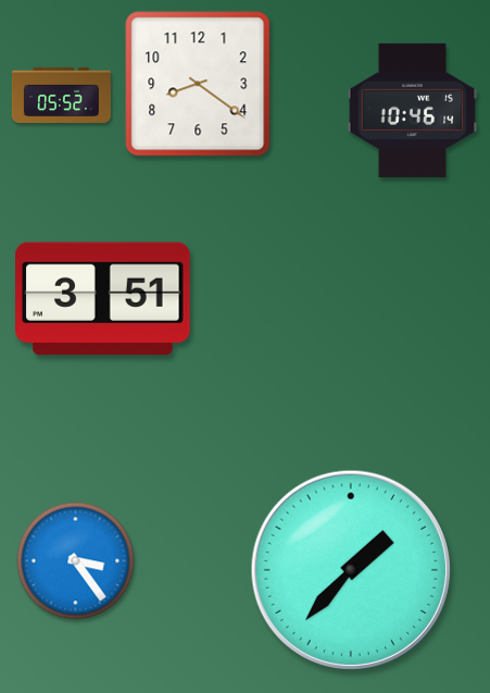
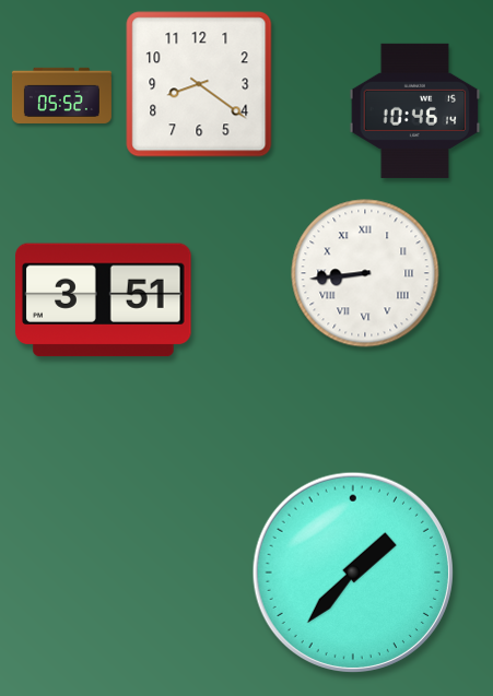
clock at (365, 273): none -> 8:44
clock at (76, 561): 3:24 -> none
